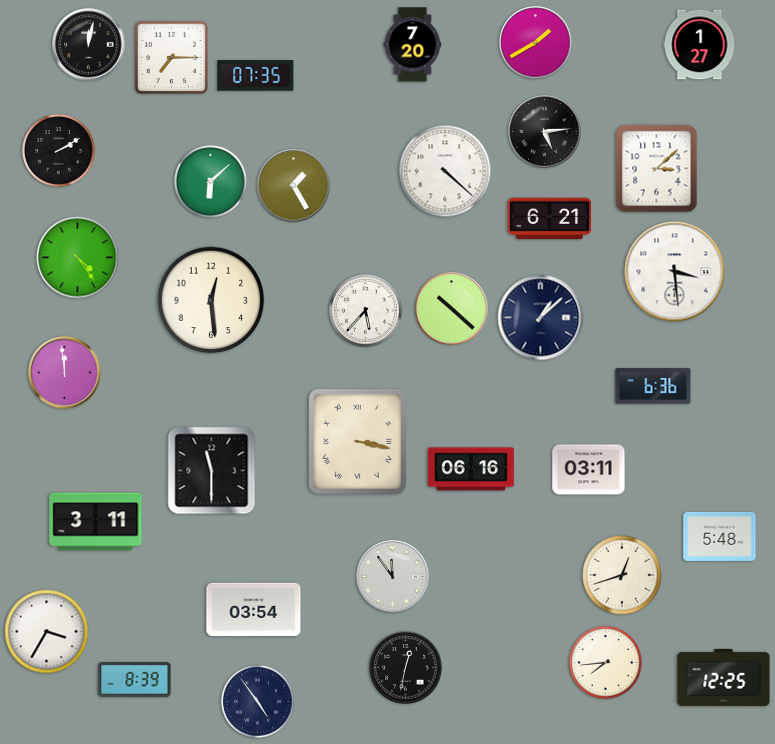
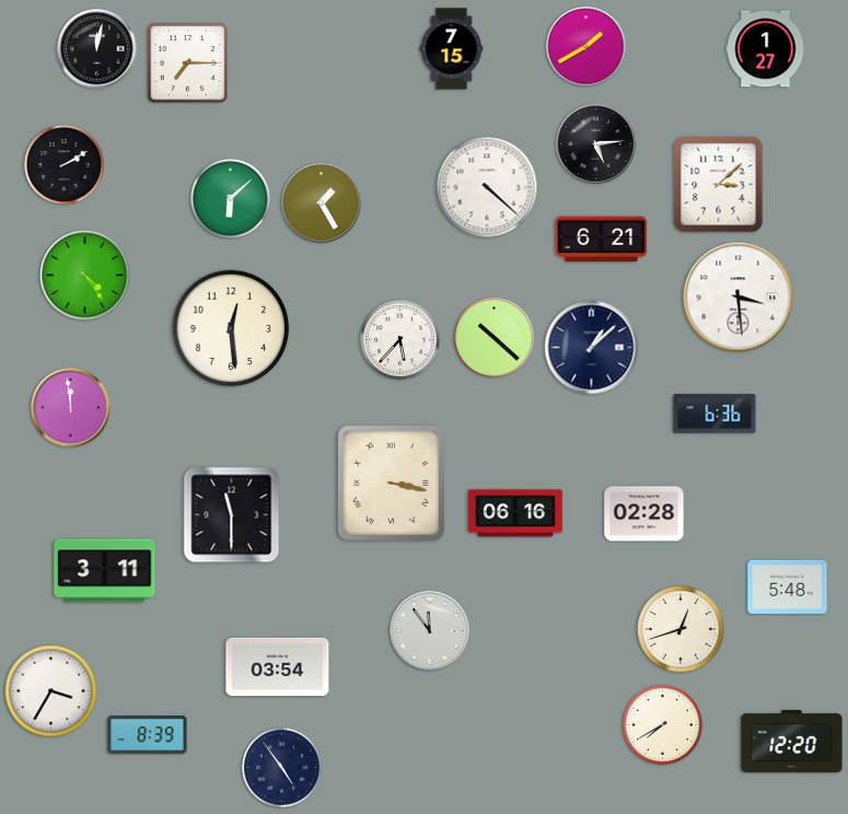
clock at (413, 45): 7:20 -> 7:15
clock at (256, 76): 07:35 -> none
clock at (78, 258) position: (78, 258) -> (85, 276)
clock at (653, 386) position: (653, 386) -> (715, 414)
clock at (589, 470): 03:11 -> 02:28
clock at (605, 662): 7:44 -> 7:40
clock at (406, 668): 12:32 -> none
clock at (724, 677): 12:25 -> 12:20
clock at (135, 680) position: (135, 680) -> (148, 735)
